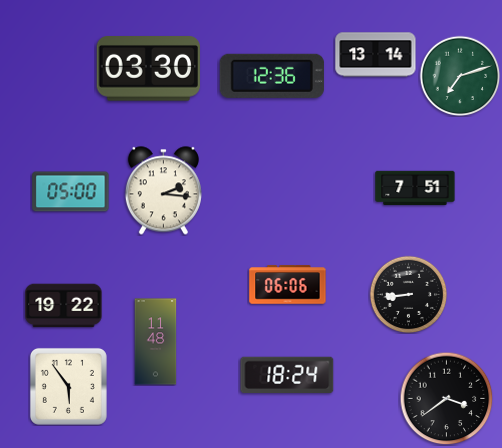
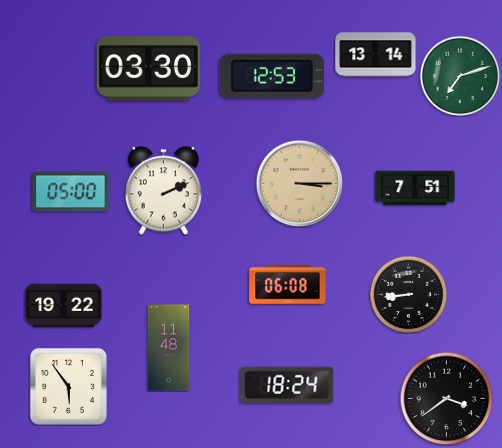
clock at (272, 76): 12:36 -> 12:53
clock at (299, 183): none -> 3:15
clock at (163, 191): 2:16 -> 2:11
clock at (288, 285): 06:06 -> 06:08
clock at (156, 342) position: (156, 342) -> (169, 348)
clock at (287, 374) position: (287, 374) -> (287, 384)
